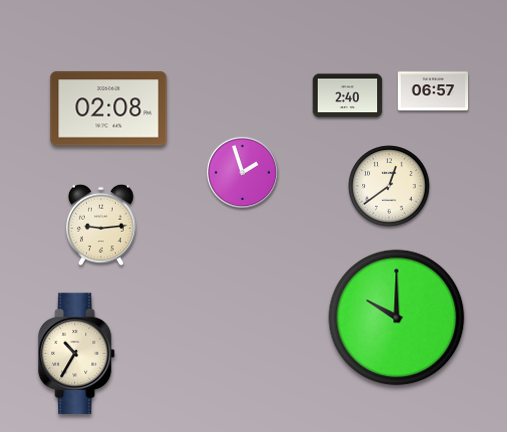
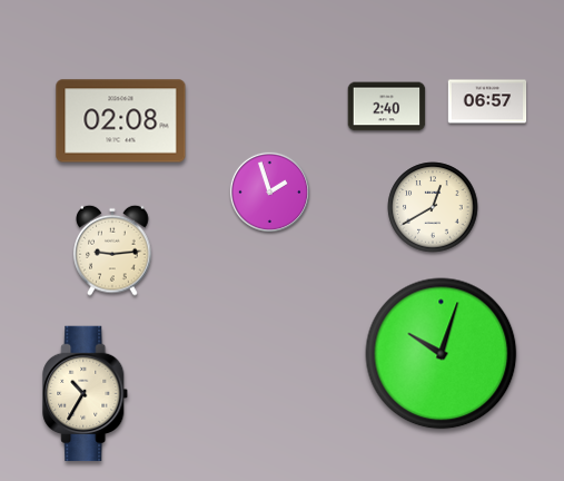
clock at (433, 91) position: (433, 91) -> (487, 101)
clock at (389, 186): 12:39 -> 12:40
clock at (397, 318): 10:00 -> 10:03
